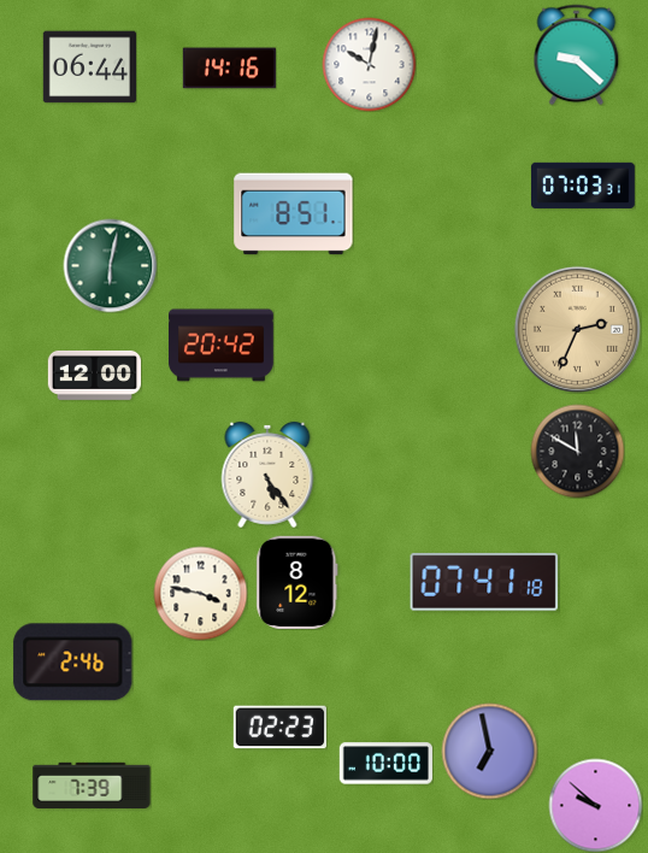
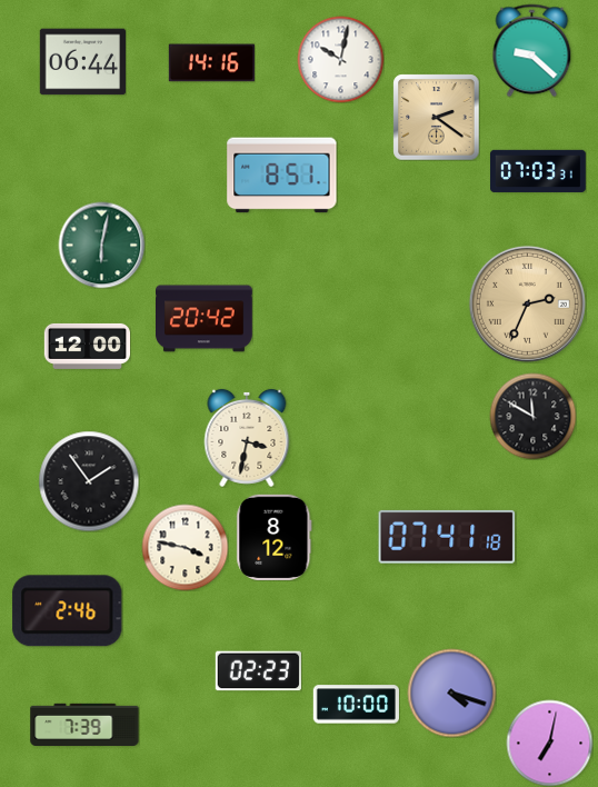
clock at (436, 117): none -> 2:21
clock at (294, 214) position: (294, 214) -> (282, 176)
clock at (577, 329) position: (577, 329) -> (527, 303)
clock at (267, 475): 5:24 -> 3:32
clock at (89, 481): none -> 1:54
clock at (489, 751): 6:58 -> 4:18
clock at (595, 805): 9:52 -> 7:02
